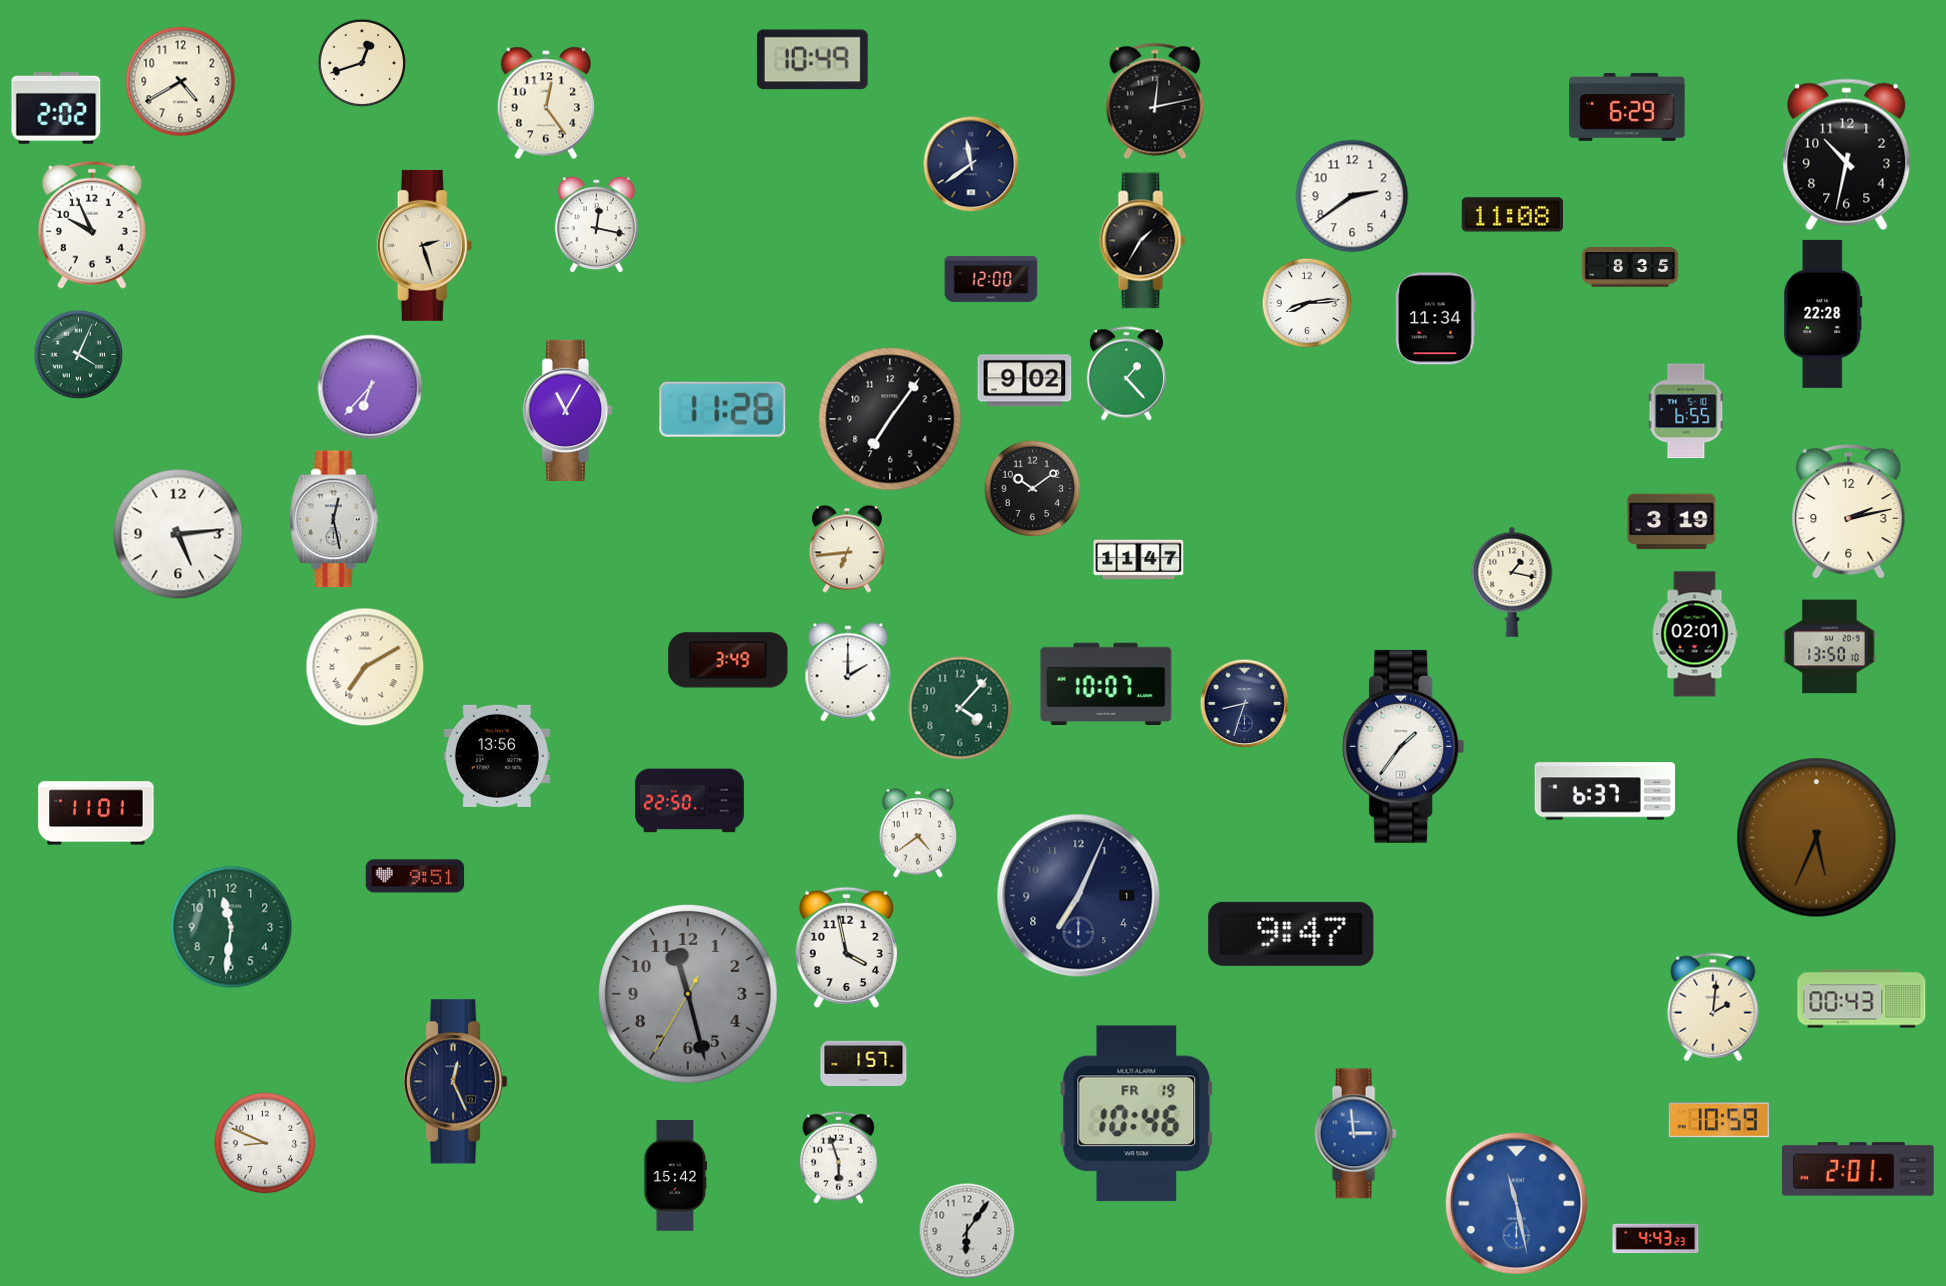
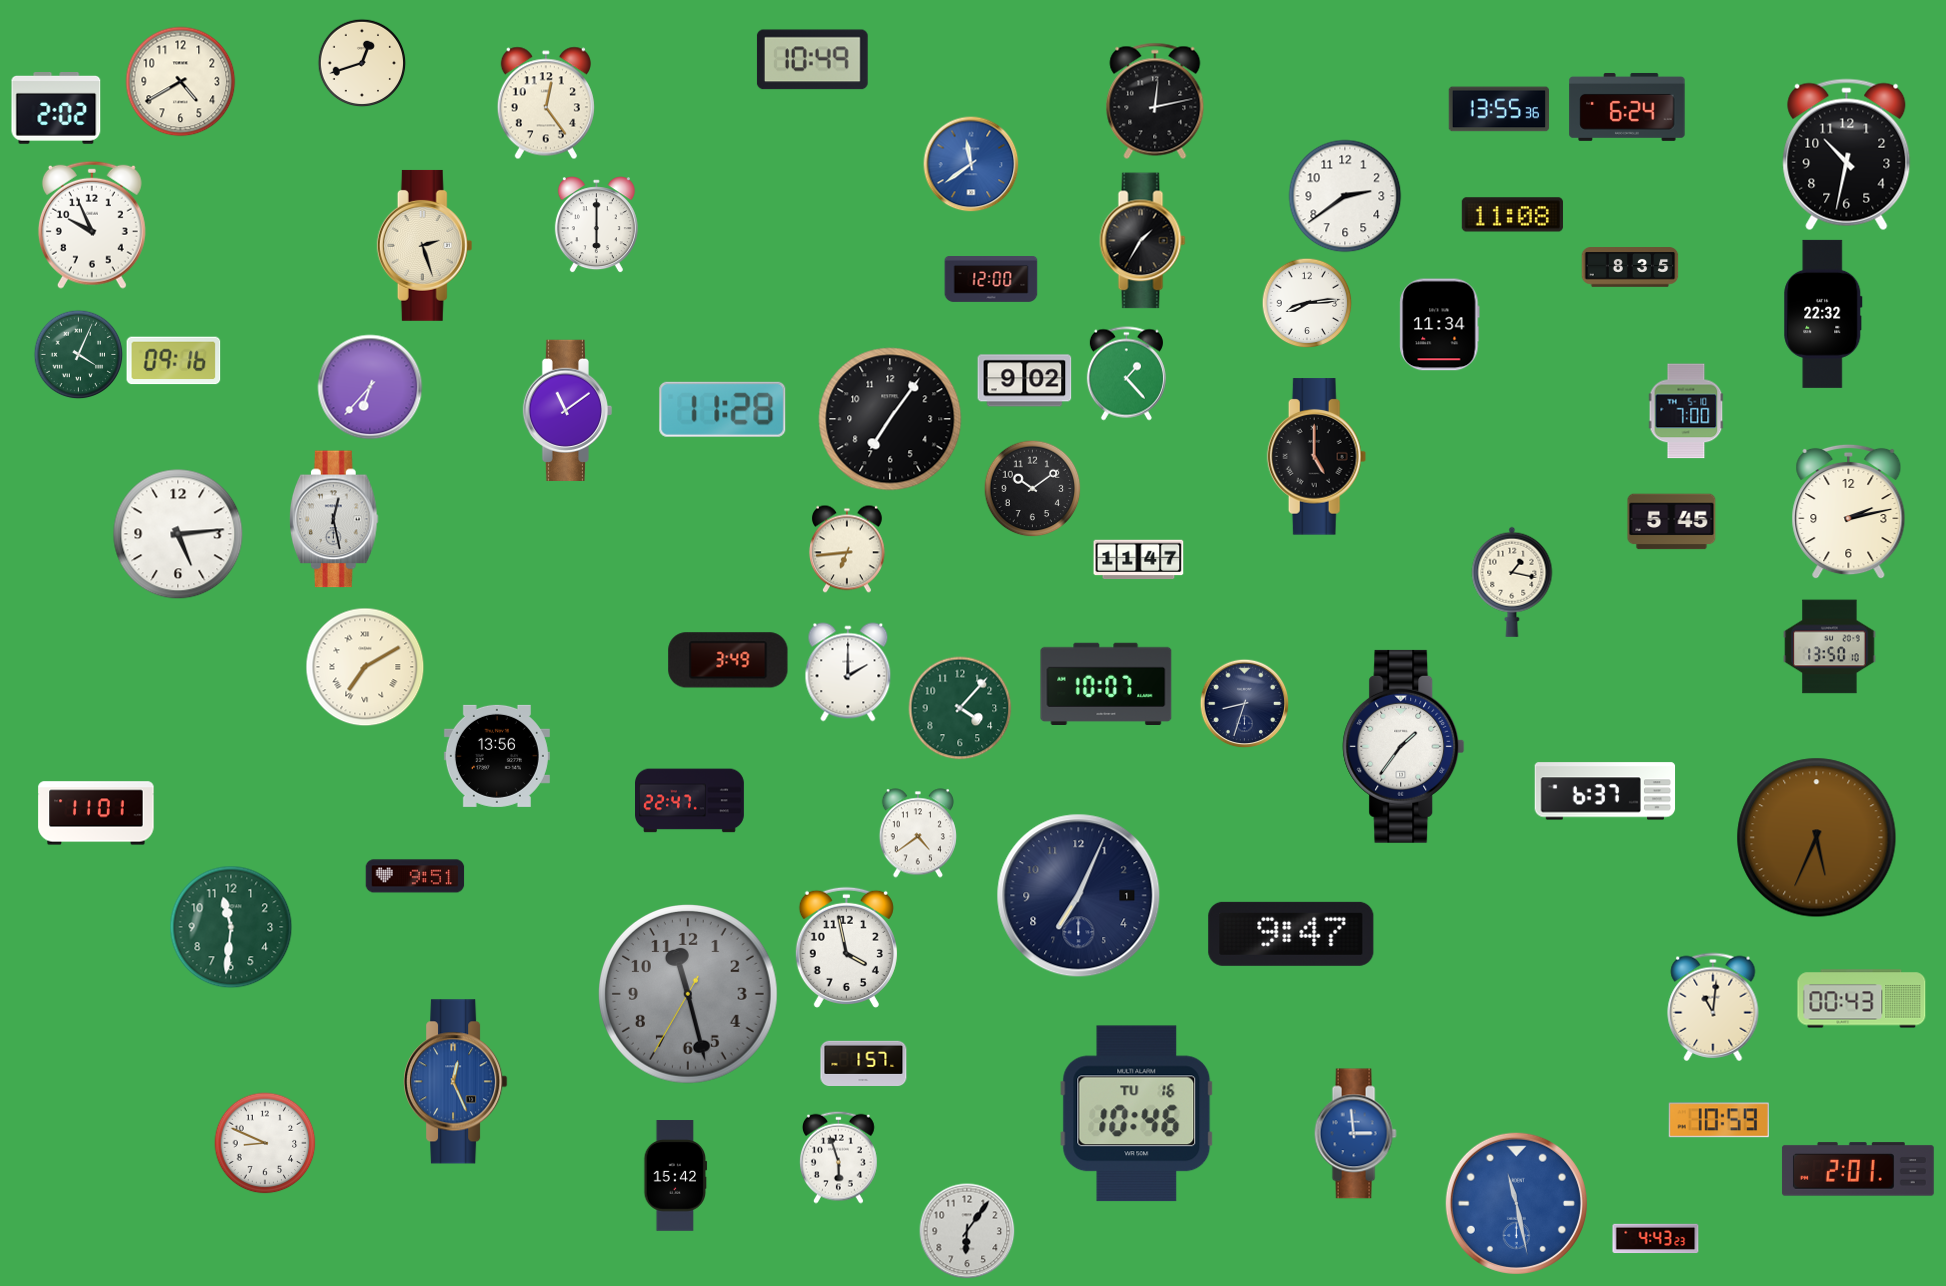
clock at (1627, 107): 6:29 -> 6:24
clock at (1498, 109): none -> 13:55
clock at (971, 164) dial: navy -> blue
clock at (1352, 196) position: (1352, 196) -> (1345, 196)
clock at (596, 225): 12:17 -> 6:00
clock at (1823, 314): 22:28 -> 22:32
clock at (1436, 319) position: (1436, 319) -> (1440, 325)
clock at (174, 361): none -> 09:16
clock at (568, 410): 11:05 -> 11:09
clock at (1686, 411): 6:55 -> 7:00
clock at (1317, 457): none -> 5:00
clock at (1672, 522): 3:19 -> 5:45
clock at (1695, 634): 02:01 -> none
clock at (690, 801): 22:50 -> 22:47
clock at (1713, 1007): 2:01 -> 11:01
clock at (456, 1082) dial: navy -> blue
clock at (1137, 1114) date: FR 19 -> TU 16
